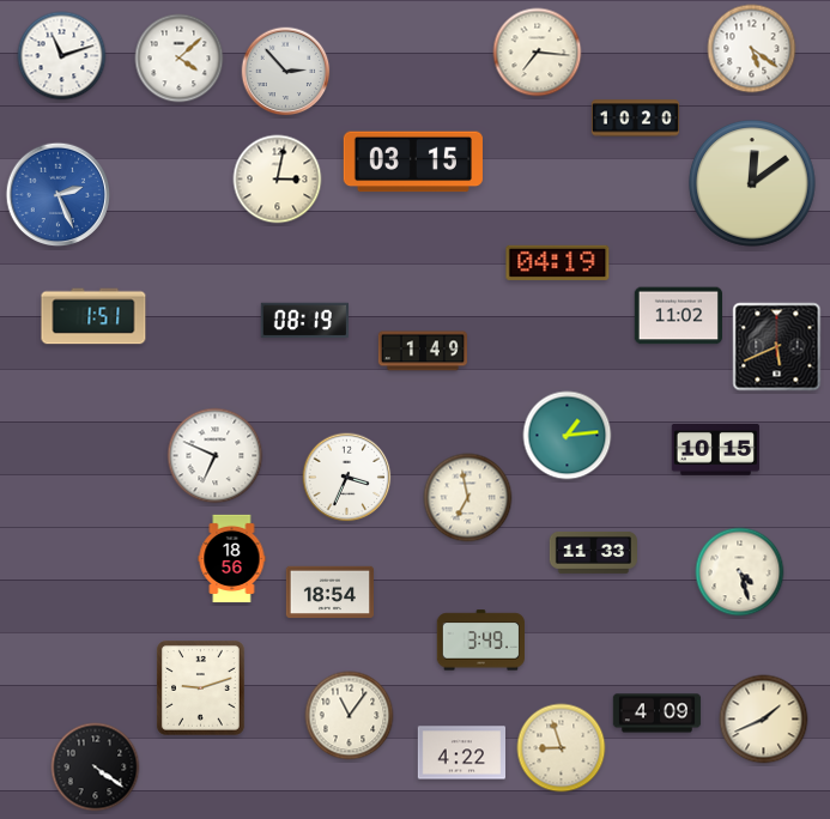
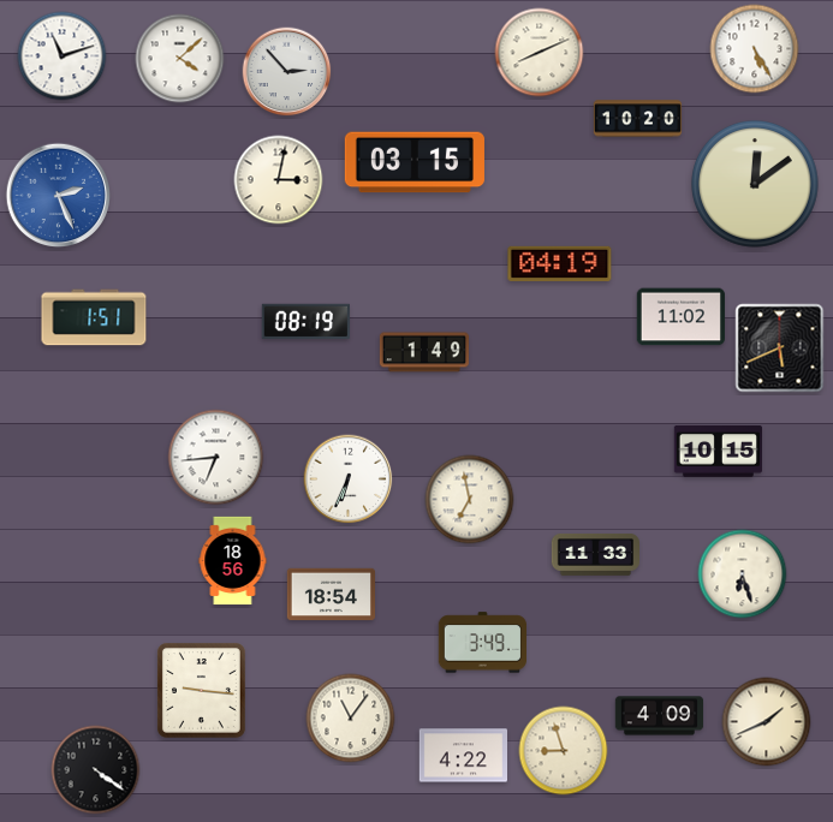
clock at (752, 49): 5:21 -> 5:25
clock at (538, 53): 7:16 -> 8:11
clock at (568, 436): 1:14 -> none
clock at (216, 456): 6:49 -> 6:44
clock at (347, 478): 3:34 -> 6:34
clock at (740, 572): 4:27 -> 6:27
clock at (200, 688): 9:12 -> 9:16
